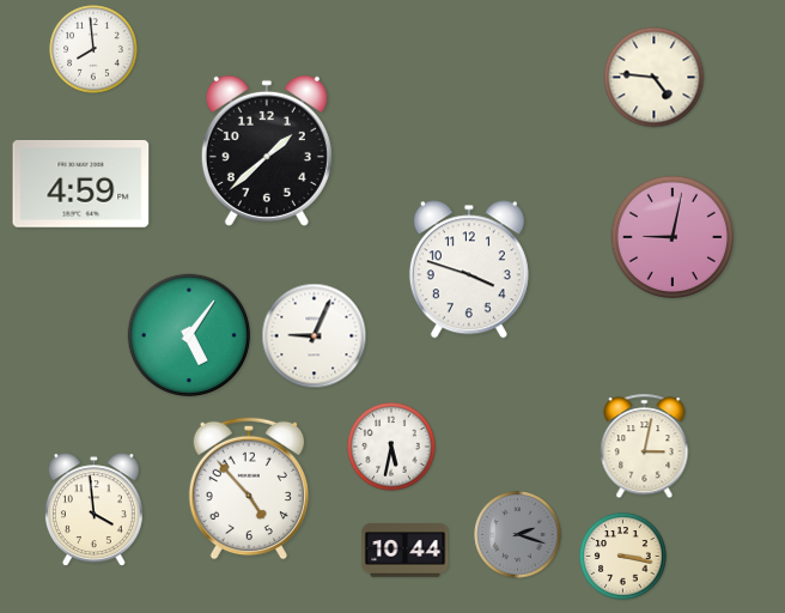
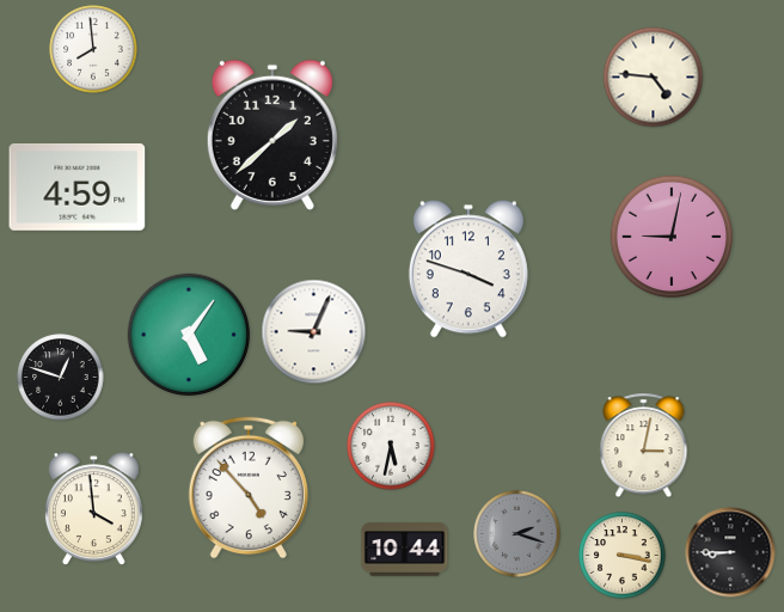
clock at (267, 151) position: (267, 151) -> (272, 135)
clock at (81, 184) position: (81, 184) -> (78, 188)
clock at (315, 336) position: (315, 336) -> (314, 332)
clock at (61, 378): none -> 12:48
clock at (730, 552): none -> 8:45
